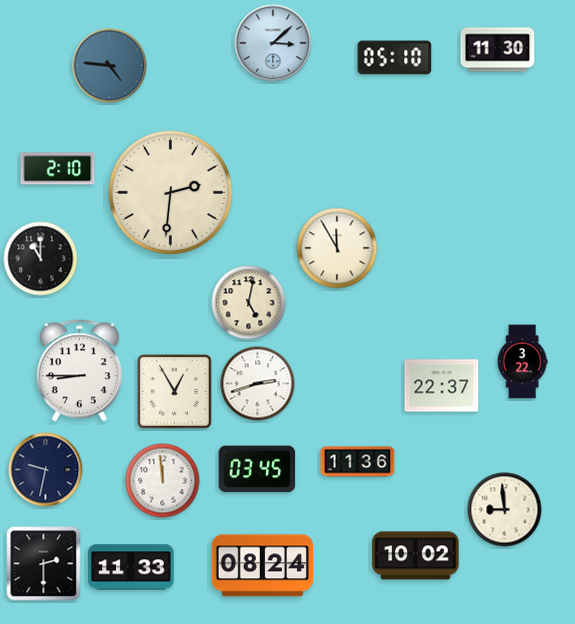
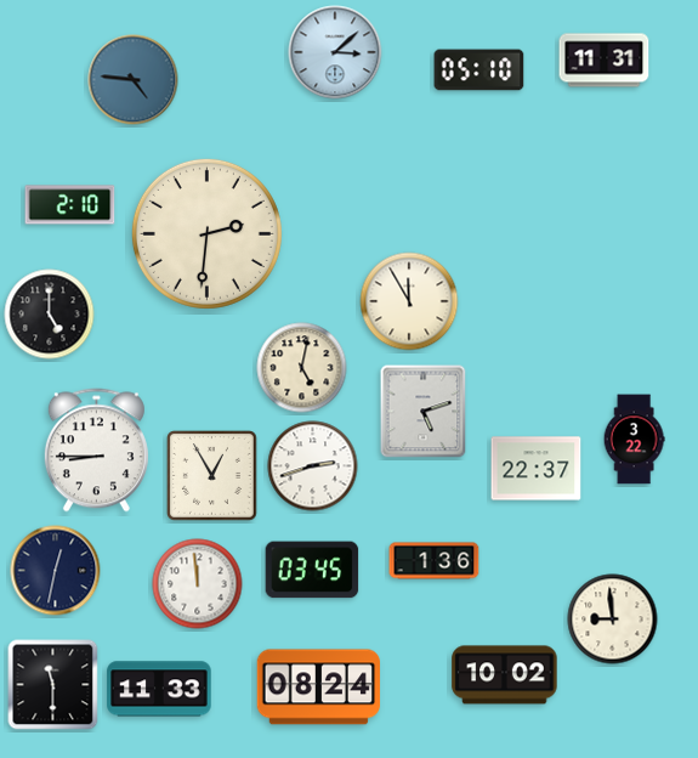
clock at (273, 43) position: (273, 43) -> (335, 52)
clock at (498, 50): 11:30 -> 11:31
clock at (41, 259): 11:00 -> 5:00
clock at (424, 412): none -> 5:12
clock at (358, 462): 11:36 -> 1:36
clock at (46, 470): 9:32 -> 12:32
clock at (44, 564): 2:30 -> 11:30
